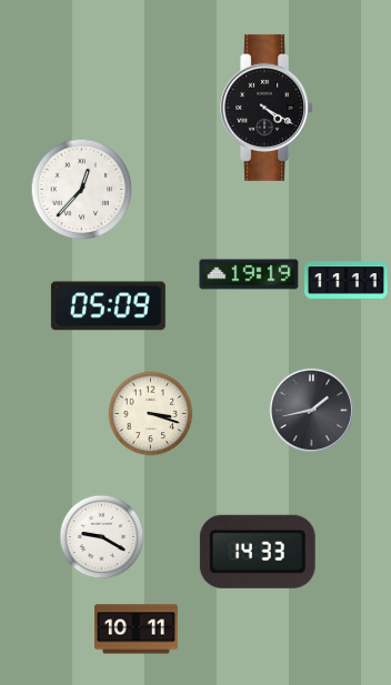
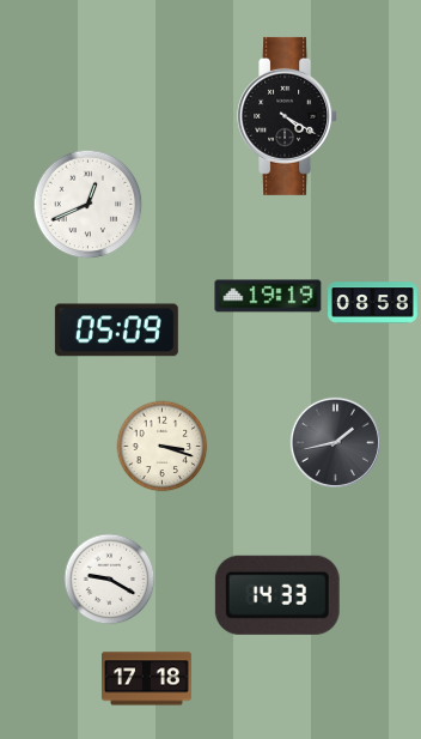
clock at (82, 190): 12:37 -> 12:41
clock at (347, 281): 11:11 -> 08:58
clock at (137, 629): 10:11 -> 17:18
